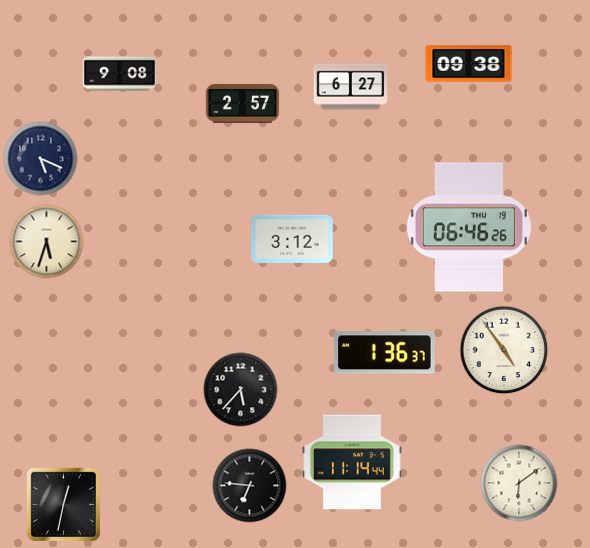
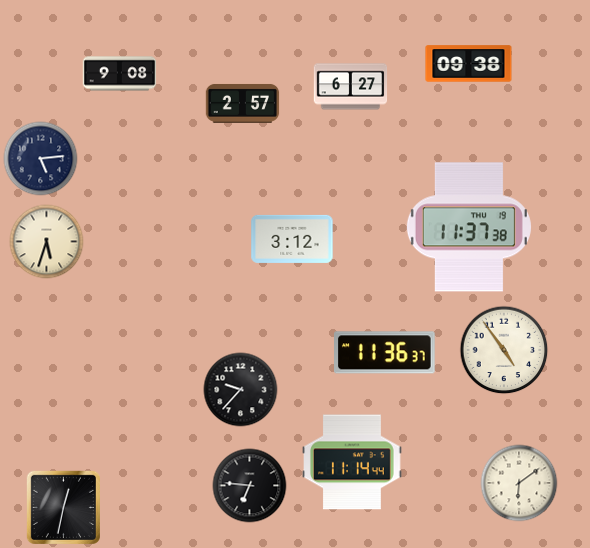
clock at (41, 159): 5:19 -> 5:14
clock at (469, 227): 06:46 -> 11:37
clock at (385, 353): 1:36 -> 11:36
clock at (241, 390): 5:37 -> 9:37
clock at (63, 504) position: (63, 504) -> (63, 507)
